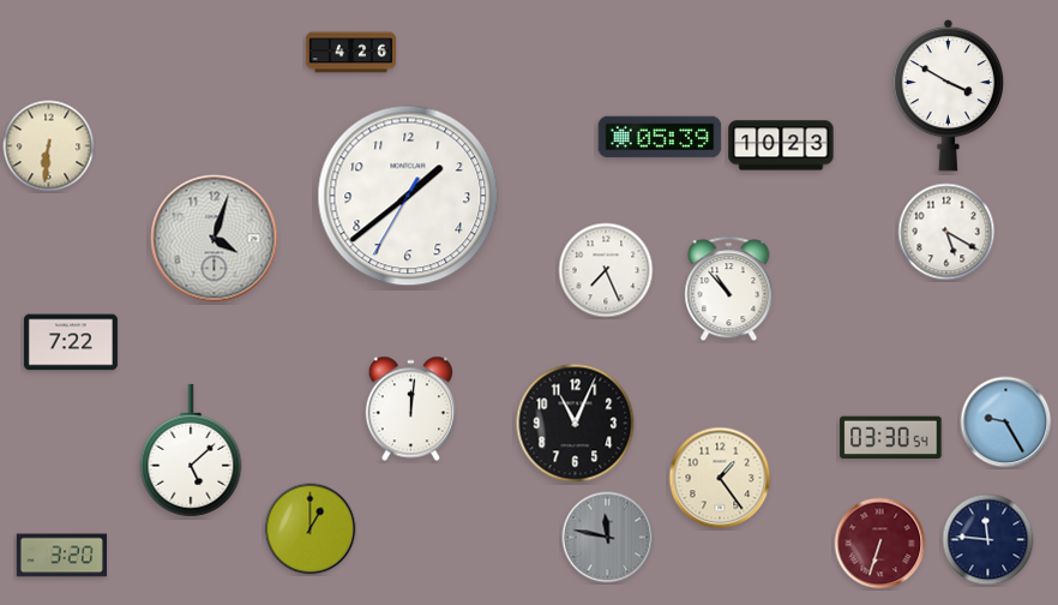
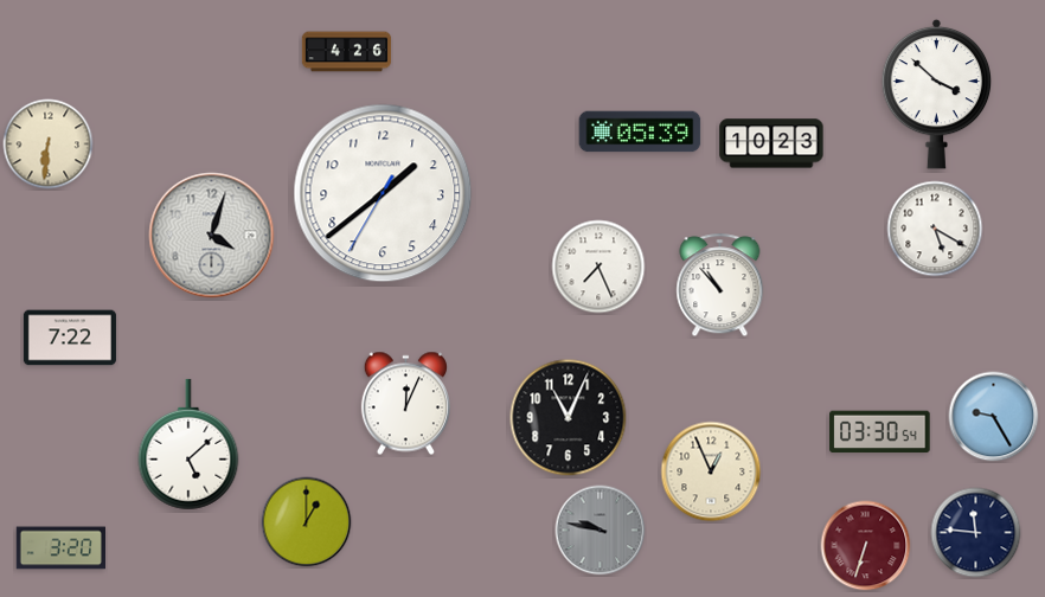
clock at (949, 95): 3:50 -> 3:52
clock at (660, 137) position: (660, 137) -> (640, 131)
clock at (408, 196) position: (408, 196) -> (383, 193)
clock at (410, 409): 12:01 -> 12:04
clock at (720, 478): 1:24 -> 12:56
clock at (608, 538): 11:47 -> 9:47
clock at (880, 544) position: (880, 544) -> (866, 546)
